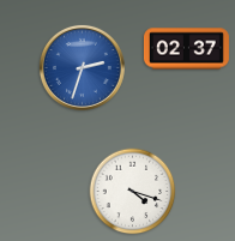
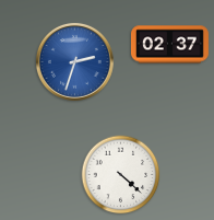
clock at (133, 192): 4:18 -> 4:22
